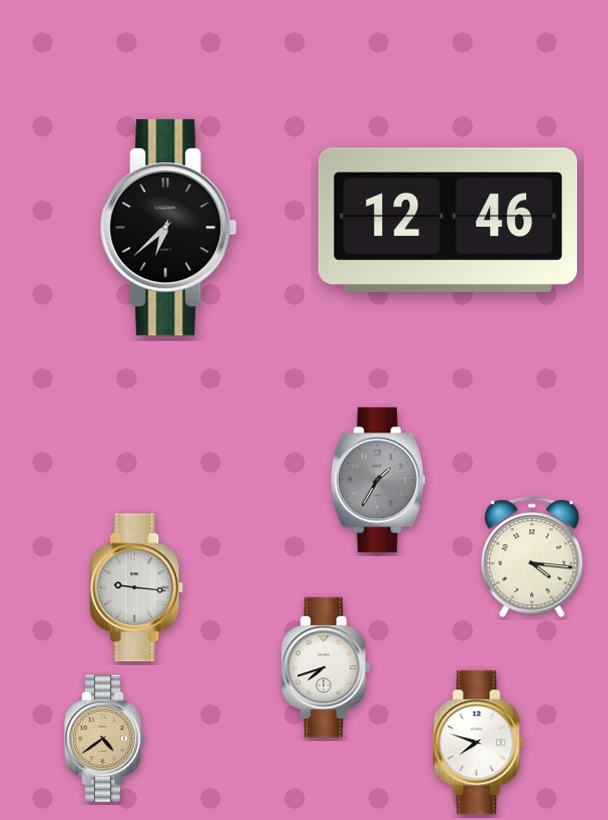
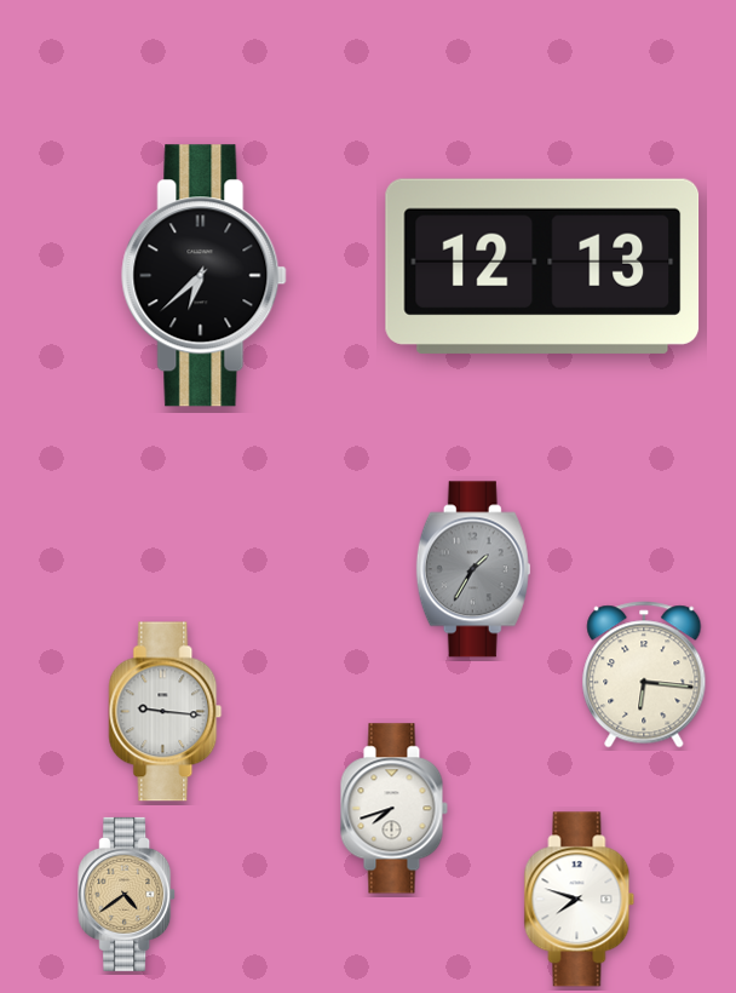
clock at (448, 220): 12:46 -> 12:13
clock at (378, 480) position: (378, 480) -> (473, 569)
clock at (532, 557): 4:16 -> 6:16
